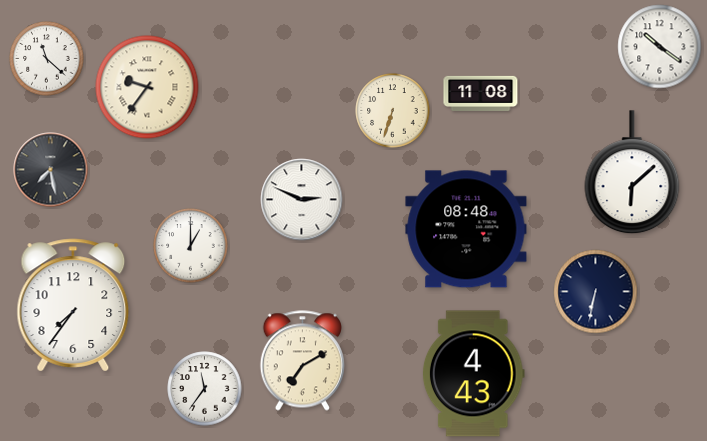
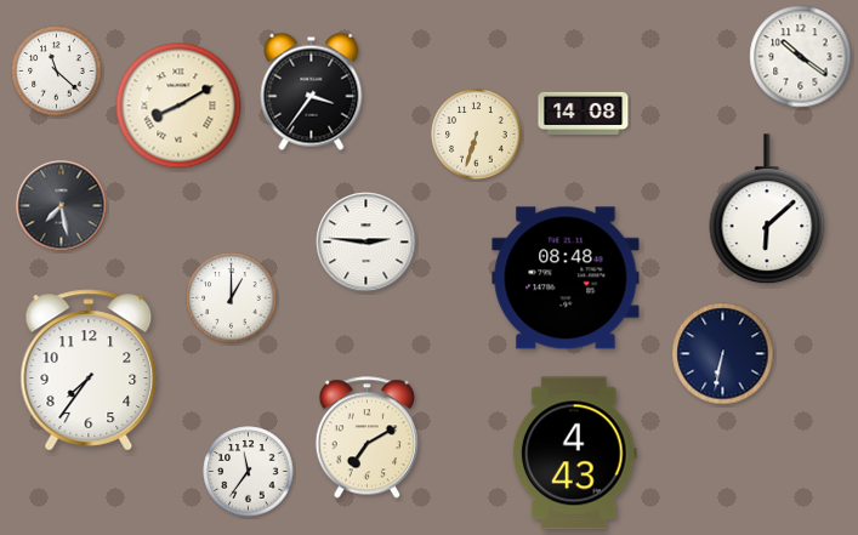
clock at (312, 91): none -> 3:36
clock at (147, 87): 9:36 -> 8:10
clock at (481, 93): 11:08 -> 14:08
clock at (302, 200): 2:49 -> 2:46
